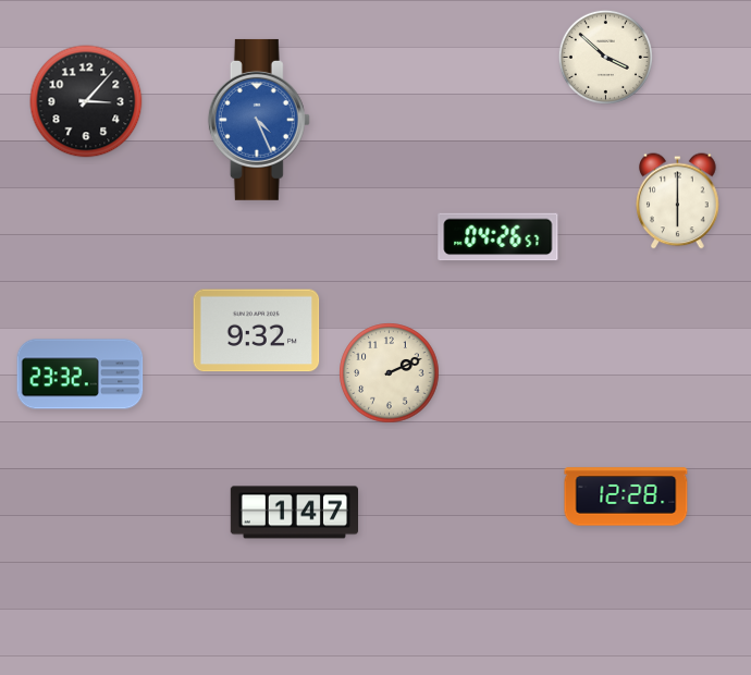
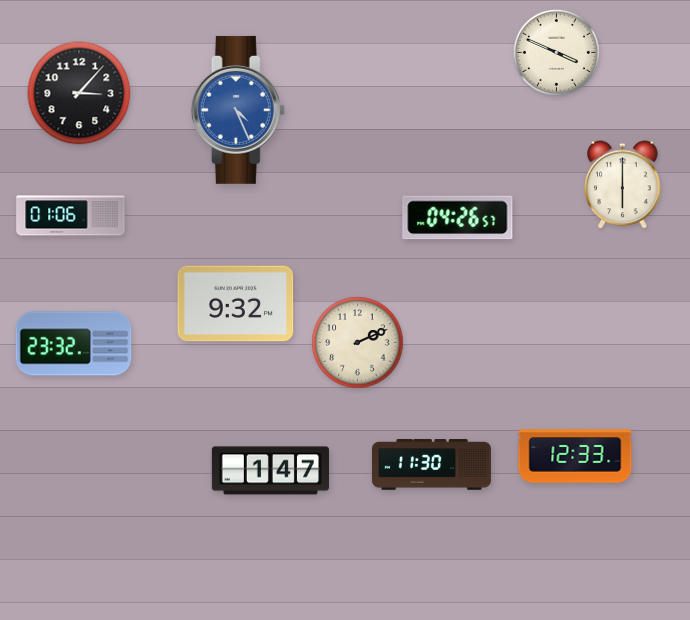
clock at (605, 57): 3:52 -> 3:49
clock at (71, 216): none -> 01:06
clock at (626, 496): 12:28 -> 12:33
clock at (431, 465): none -> 11:30
